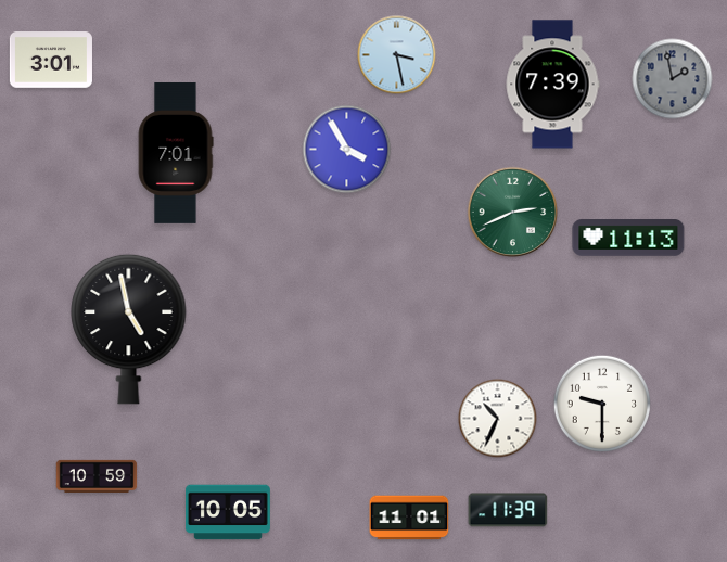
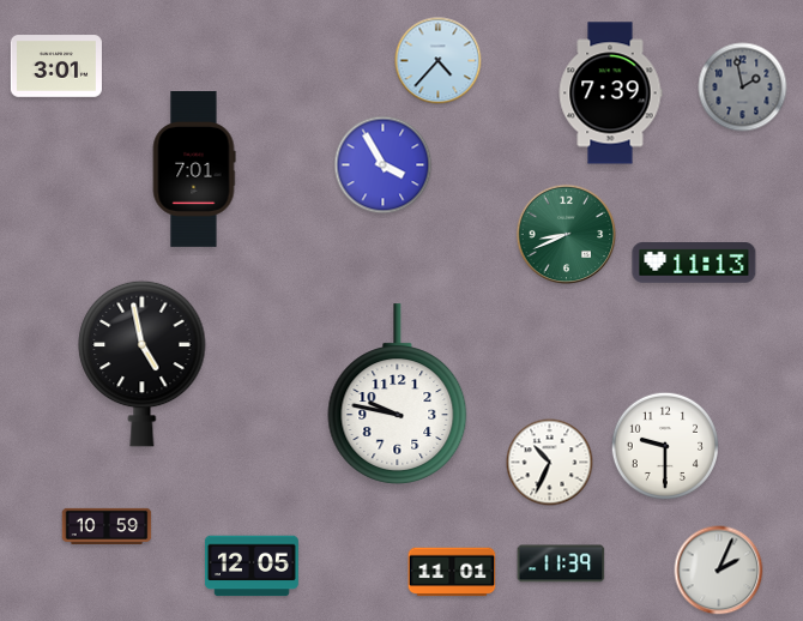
clock at (397, 55): 3:28 -> 4:37
clock at (513, 213): 2:41 -> 8:41
clock at (398, 394): none -> 9:47
clock at (228, 512): 10:05 -> 12:05
clock at (719, 571): none -> 2:04
